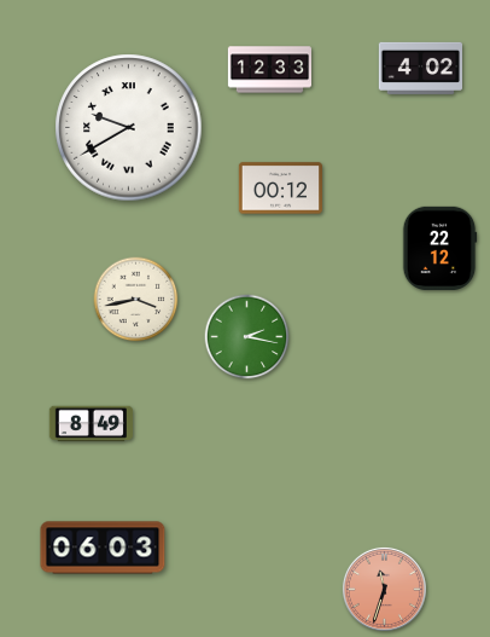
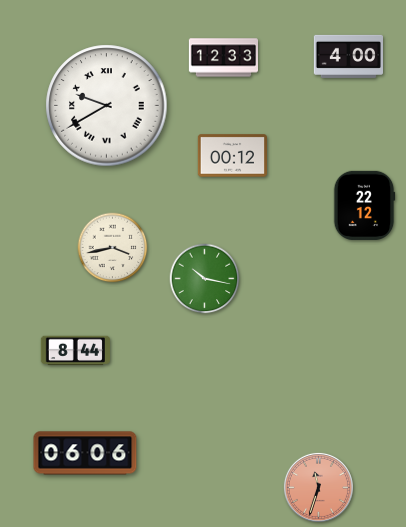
clock at (420, 68): 4:02 -> 4:00
clock at (247, 337): 2:17 -> 10:17
clock at (91, 424): 8:49 -> 8:44
clock at (103, 548): 06:03 -> 06:06
